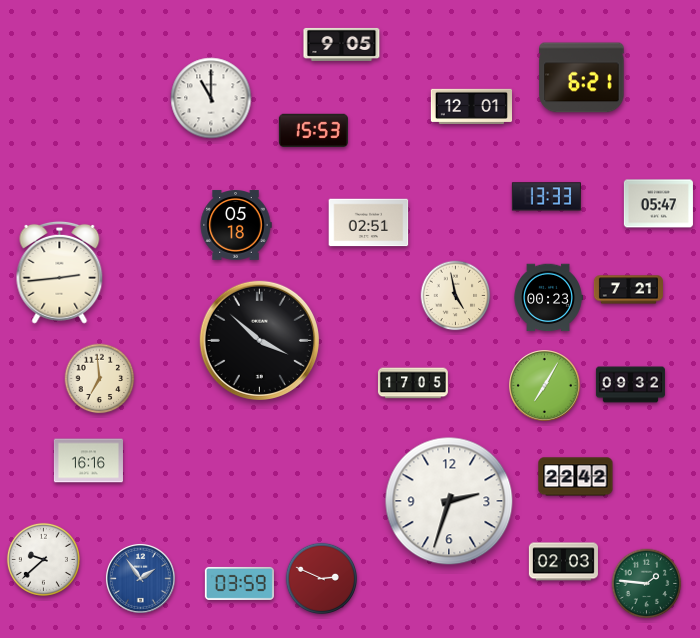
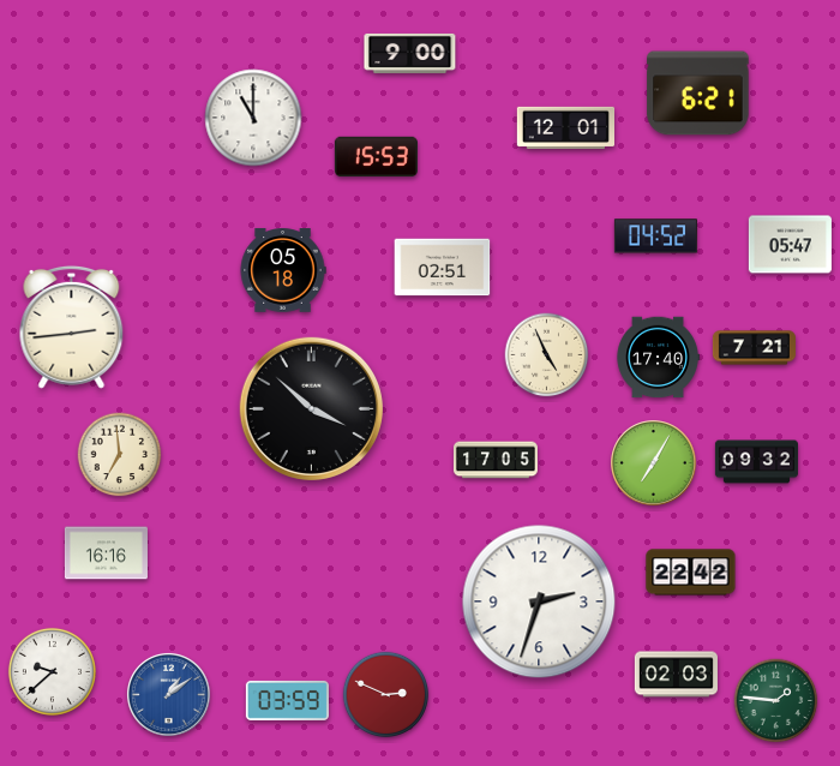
clock at (342, 44): 9:05 -> 9:00
clock at (546, 197): 13:33 -> 04:52
clock at (456, 296): 4:58 -> 4:56
clock at (548, 298): 00:23 -> 17:40
clock at (140, 578): 1:54 -> 1:09
